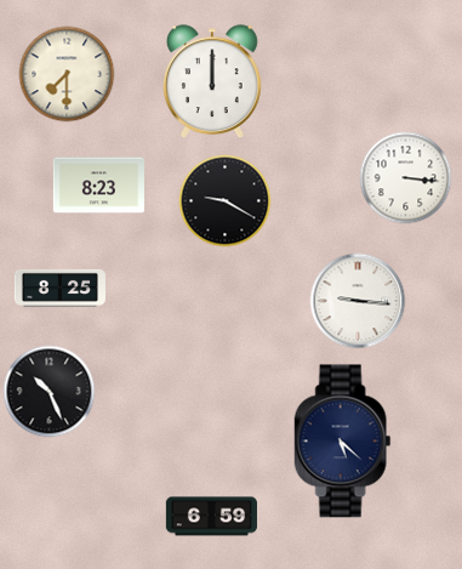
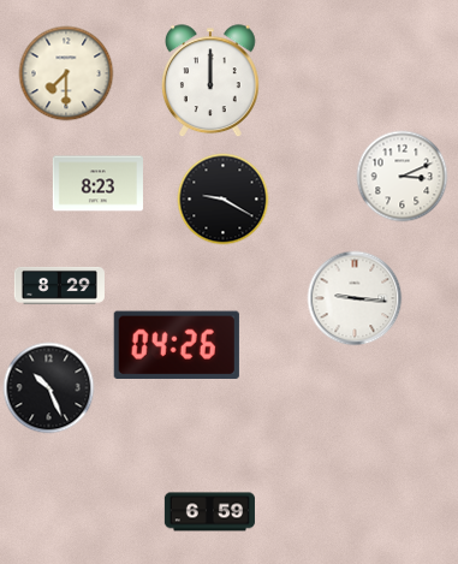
clock at (406, 178): 3:16 -> 3:11
clock at (59, 288): 8:25 -> 8:29
clock at (177, 345): none -> 04:26
clock at (343, 442): 5:22 -> none
